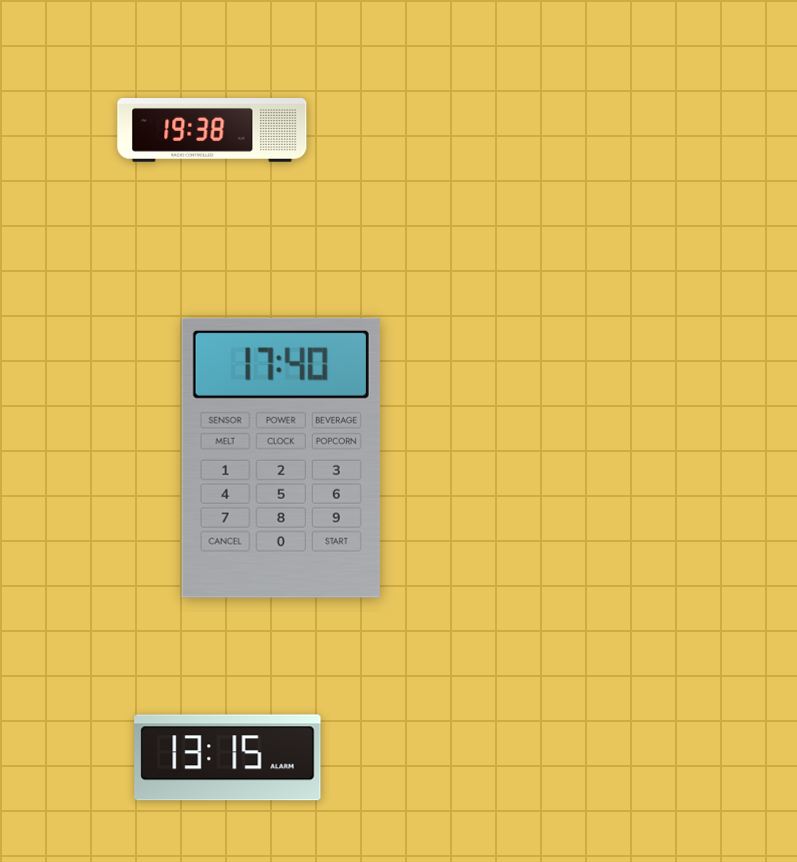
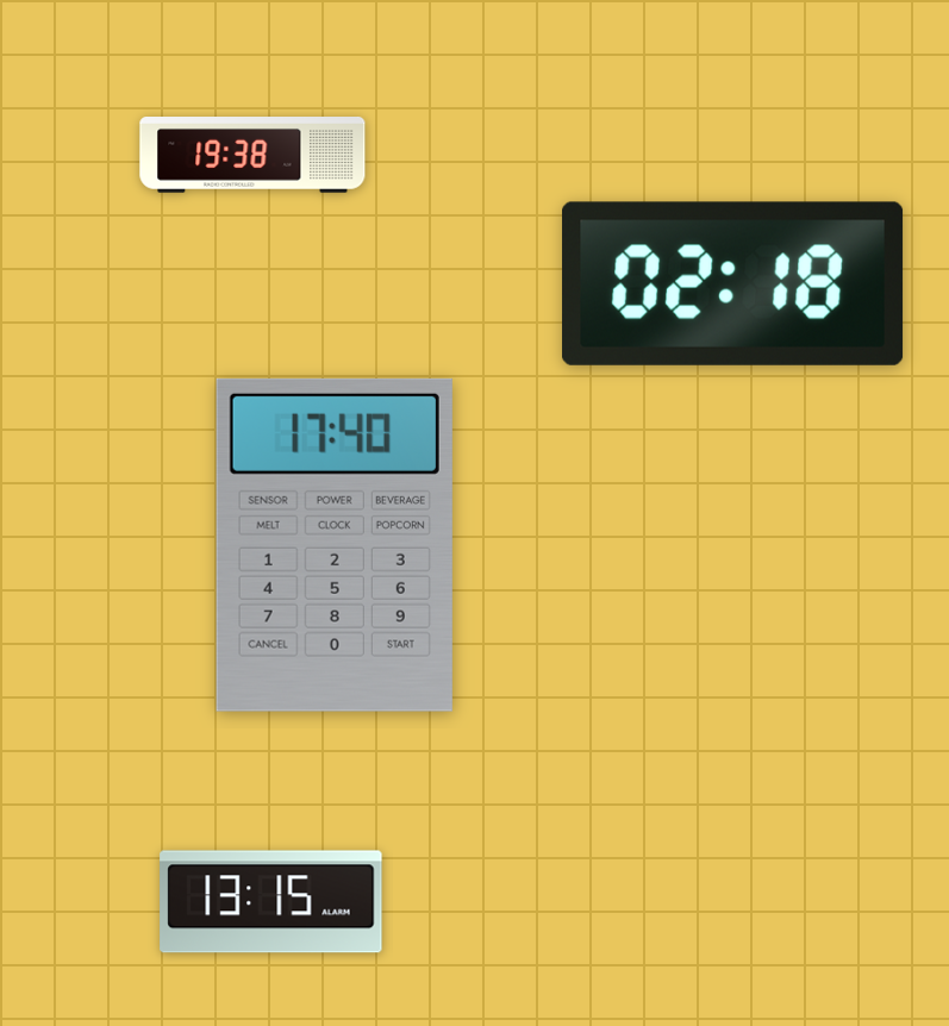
clock at (733, 283): none -> 02:18
